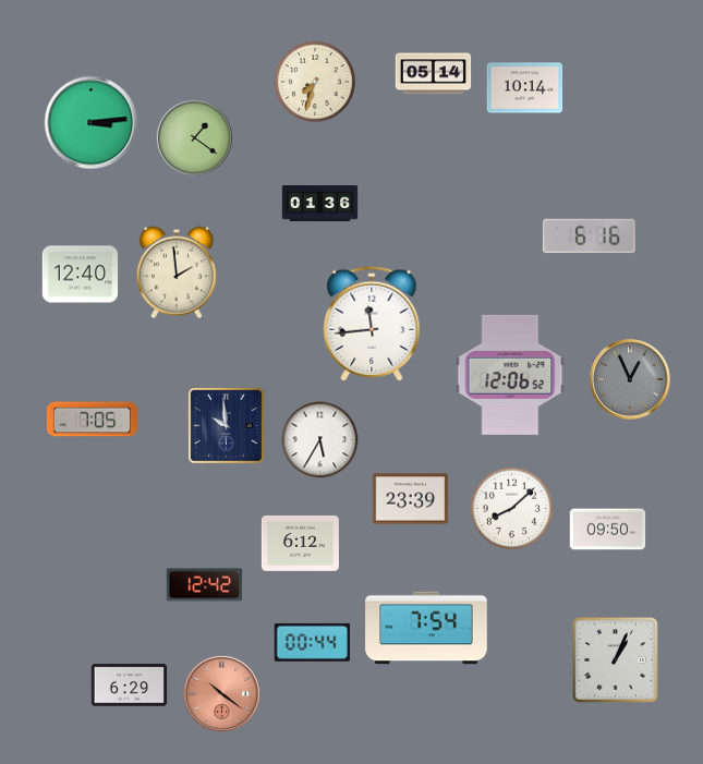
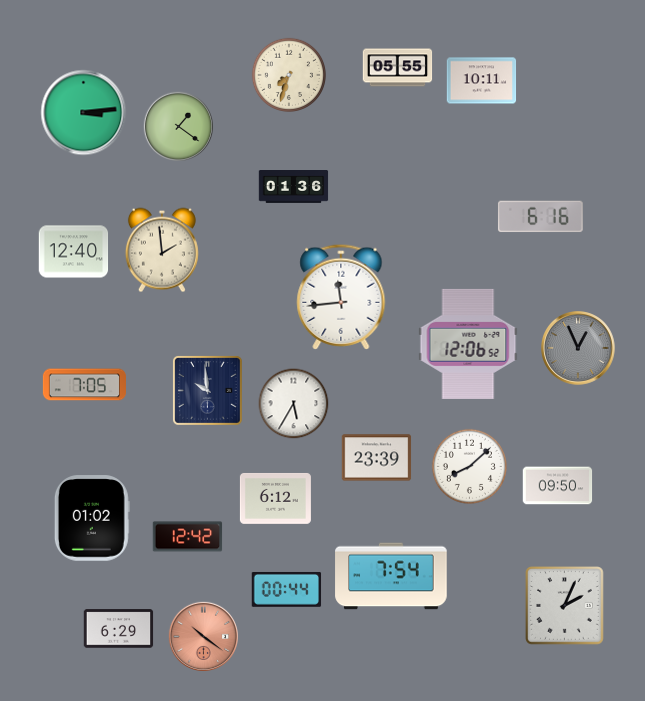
clock at (434, 74): 05:14 -> 05:55
clock at (525, 88): 10:14 -> 10:11
clock at (92, 518): none -> 01:02
clock at (616, 660): 1:04 -> 2:04
